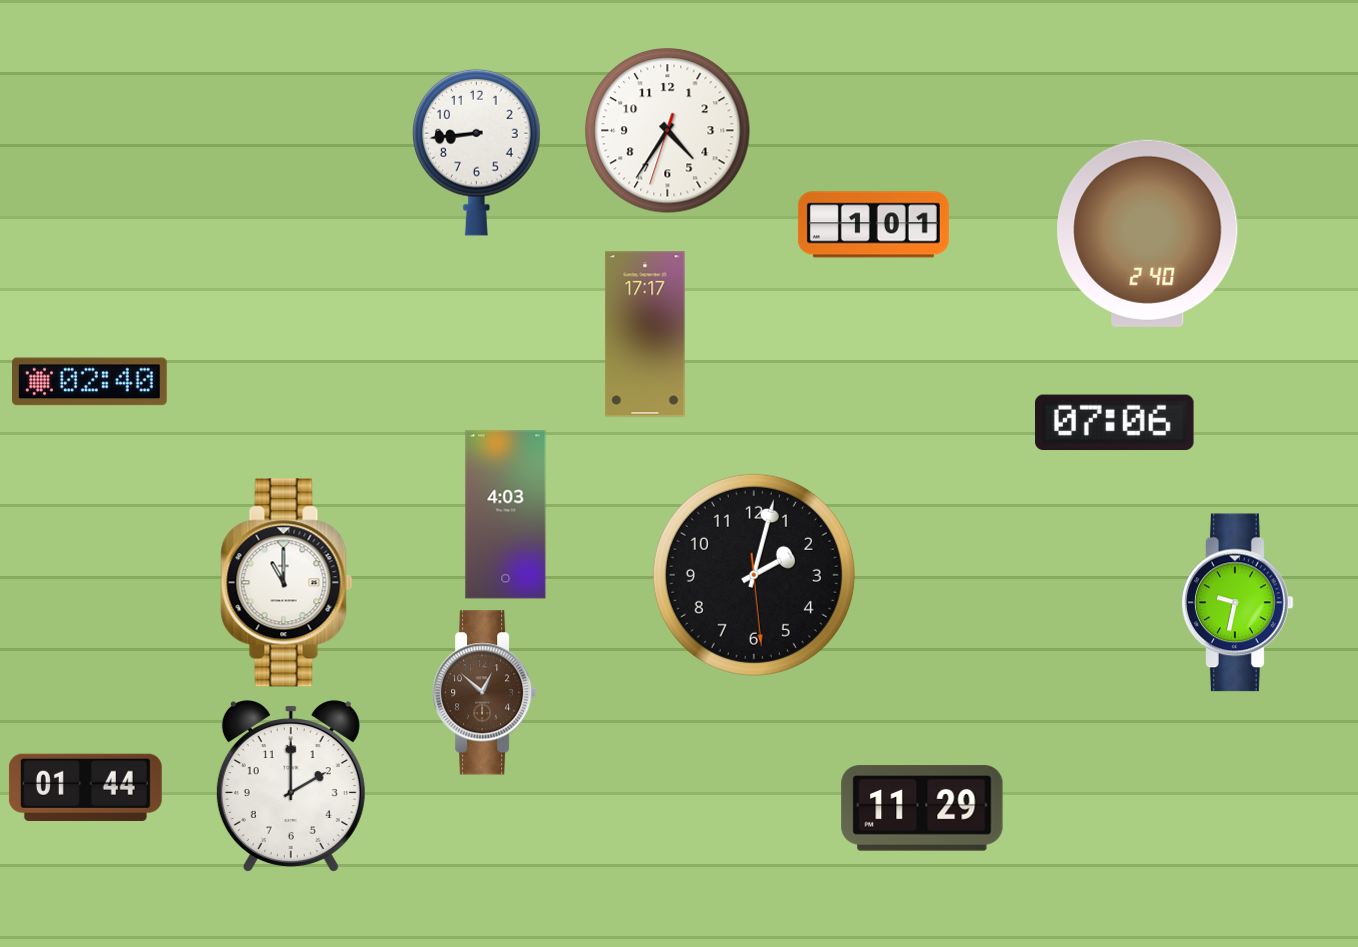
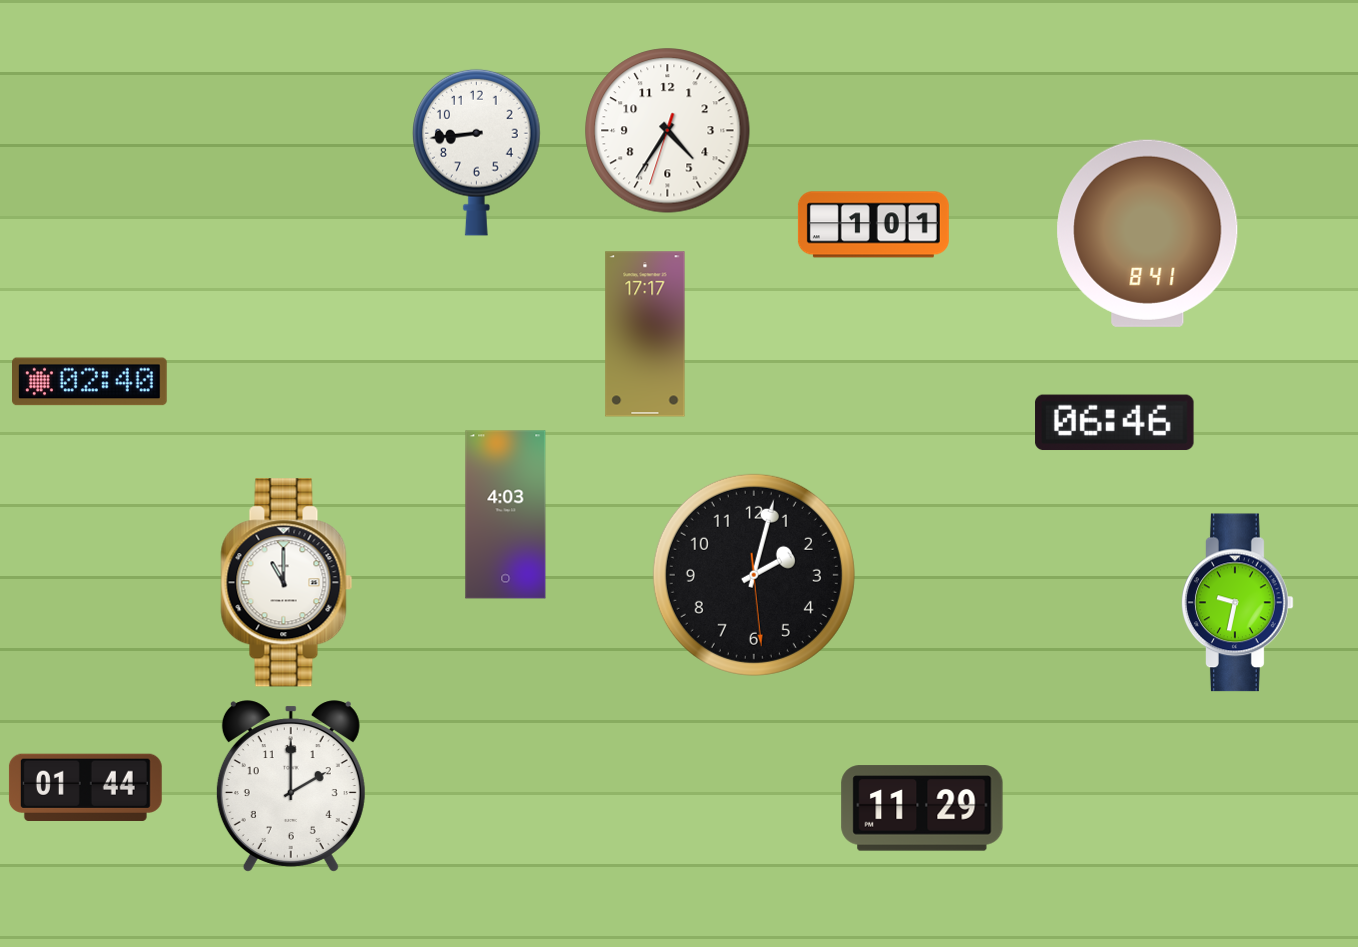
clock at (1148, 233): 2:40 -> 8:41
clock at (1115, 423): 07:06 -> 06:46
clock at (485, 693): 12:52 -> none
